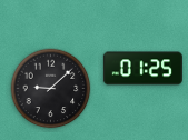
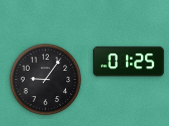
clock at (51, 89): 9:08 -> 9:06
